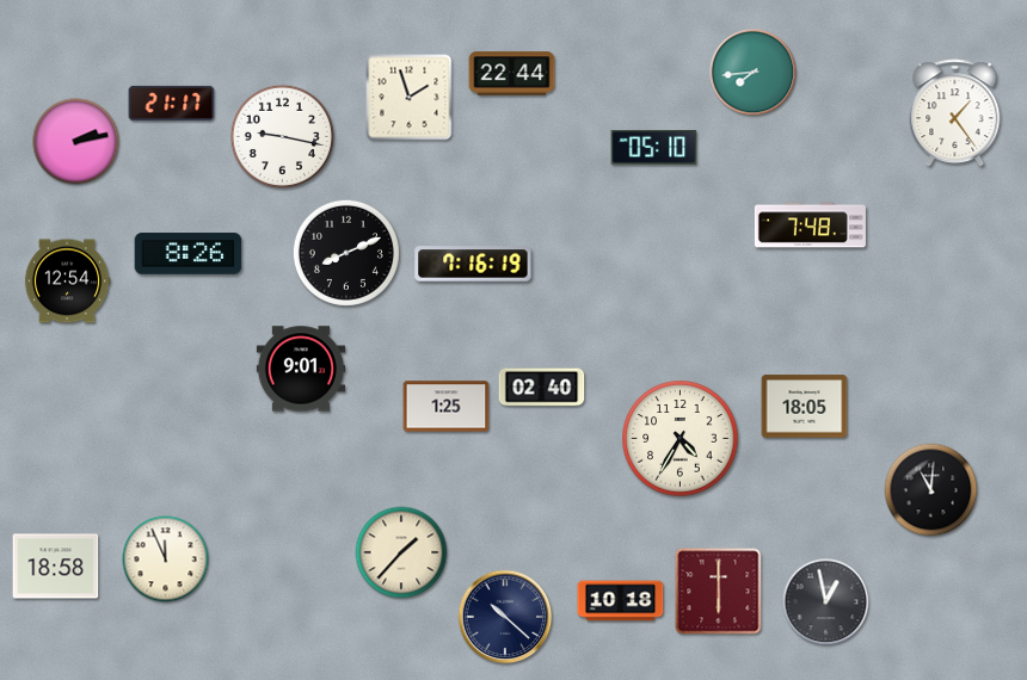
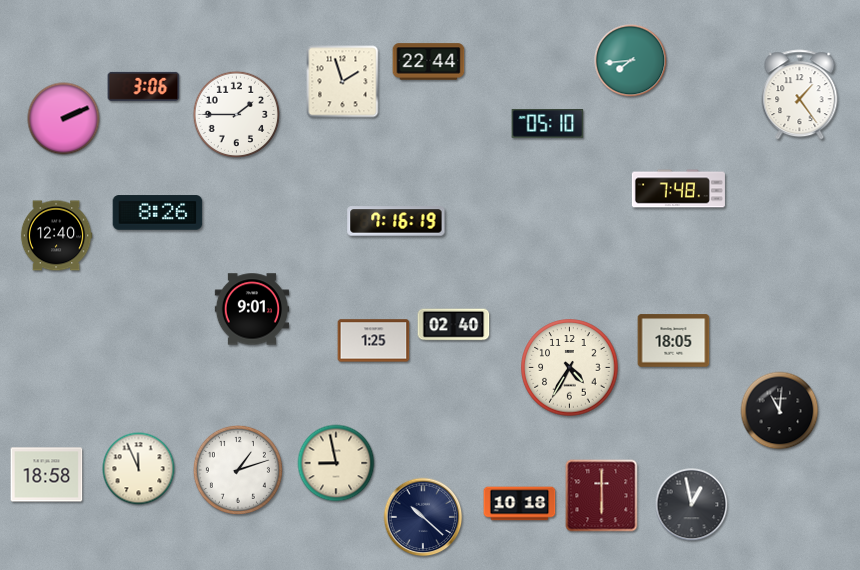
clock at (172, 103): 21:17 -> 3:06
clock at (282, 136): 9:17 -> 1:45
clock at (76, 142): 2:13 -> 2:11
clock at (346, 253): 8:11 -> none
clock at (67, 282): 12:54 -> 12:40
clock at (401, 552): 1:37 -> 8:58
clock at (238, 470): none -> 1:12
